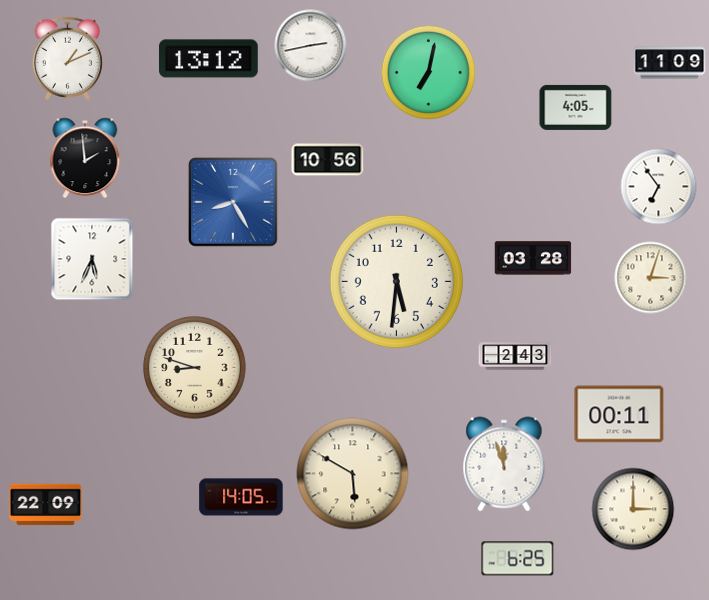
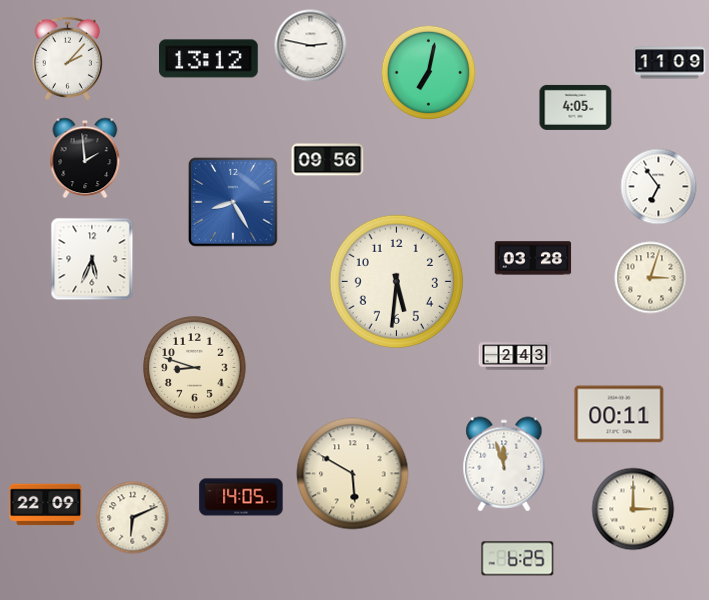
clock at (311, 46): 2:43 -> 2:47
clock at (67, 58): 1:11 -> 2:07
clock at (328, 160): 10:56 -> 09:56
clock at (133, 518): none -> 6:11
